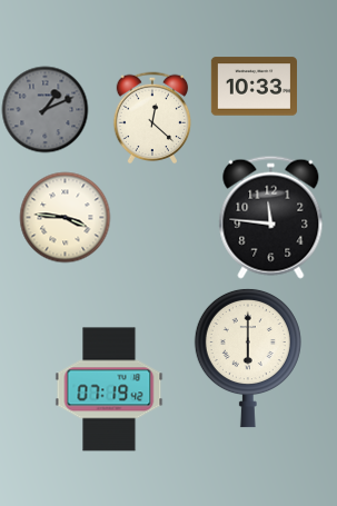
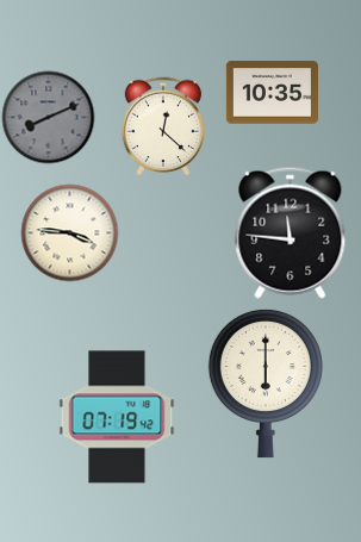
clock at (254, 87): 10:33 -> 10:35
clock at (44, 109): 1:11 -> 8:11
